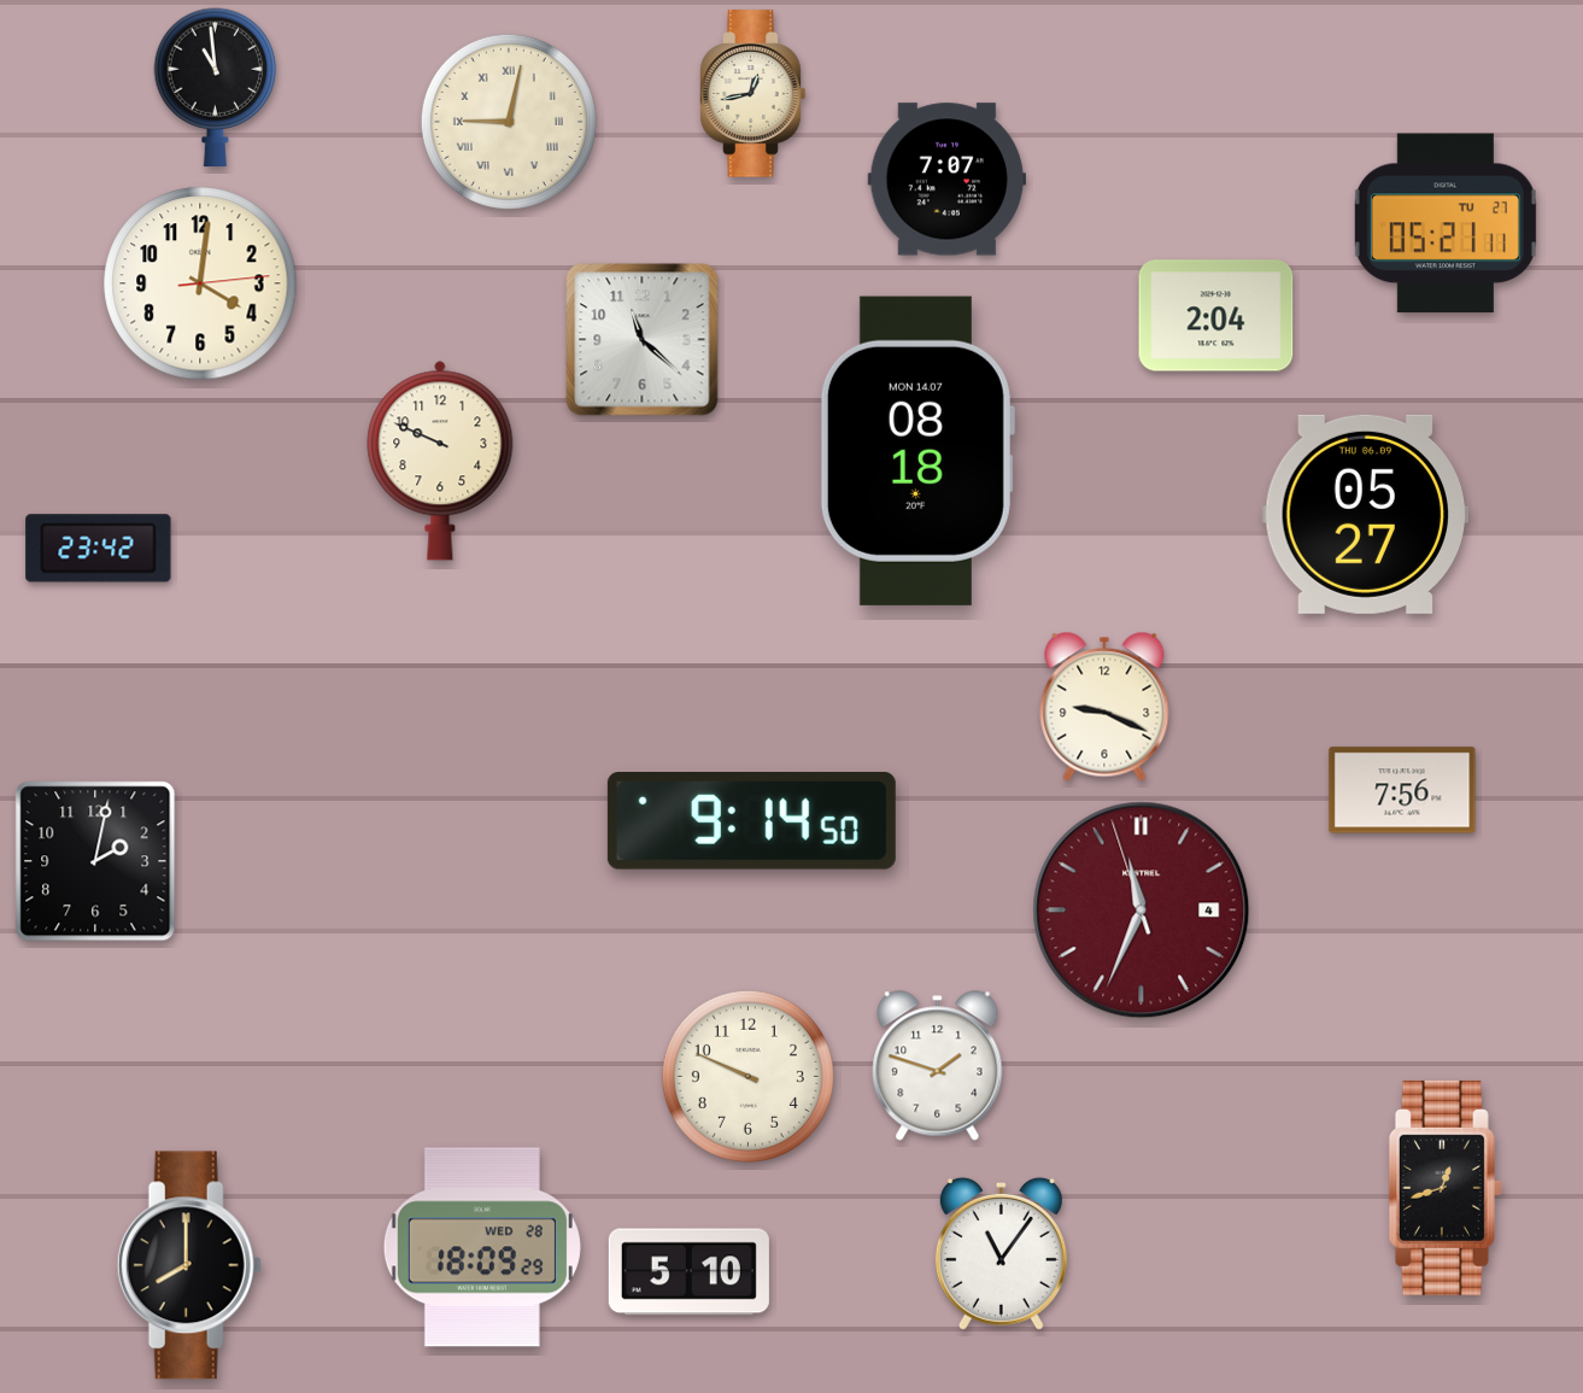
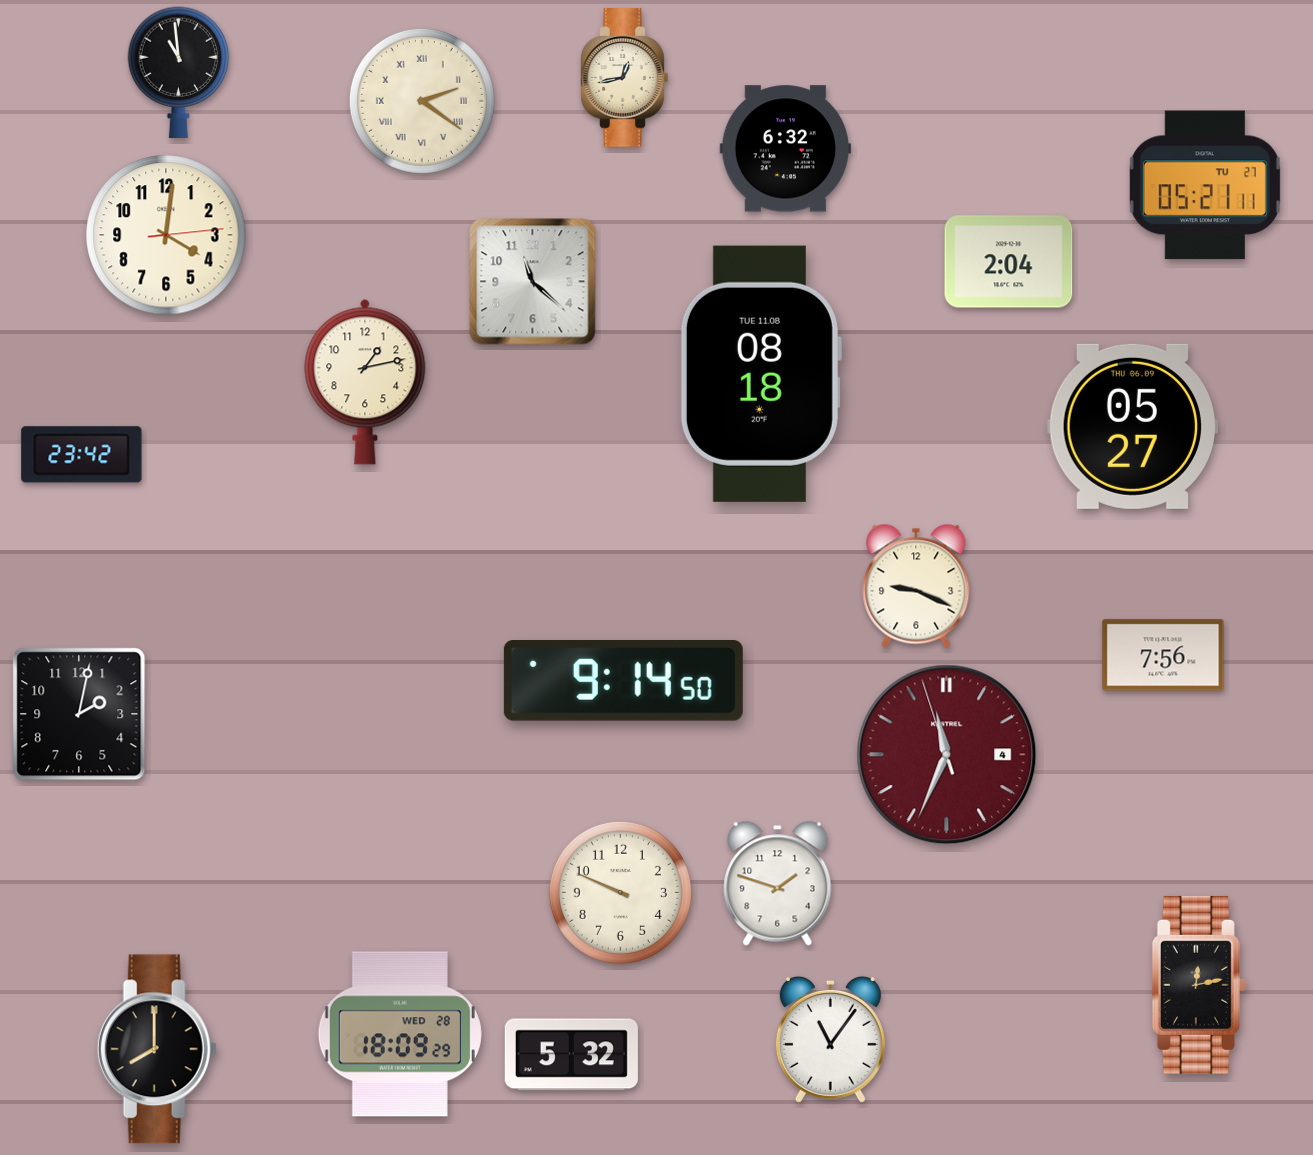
clock at (509, 122): 9:02 -> 2:21
clock at (946, 180): 7:07 -> 6:32
clock at (1446, 223) position: (1446, 223) -> (1205, 185)
clock at (916, 451) date: MON 14.07 -> TUE 11.08
clock at (440, 461): 9:49 -> 1:13
clock at (1446, 1188): 12:42 -> 12:13
clock at (688, 1272): 5:10 -> 5:32
